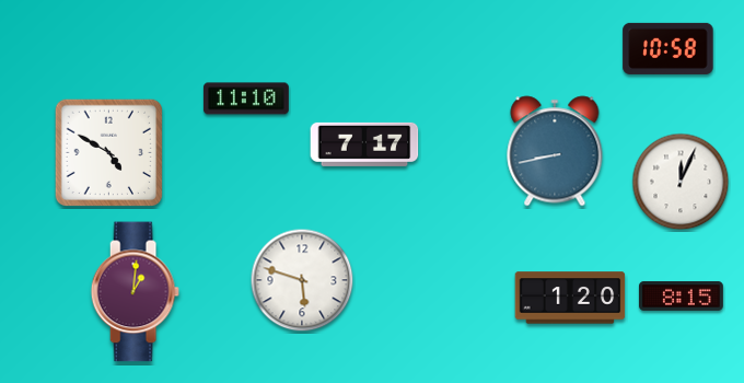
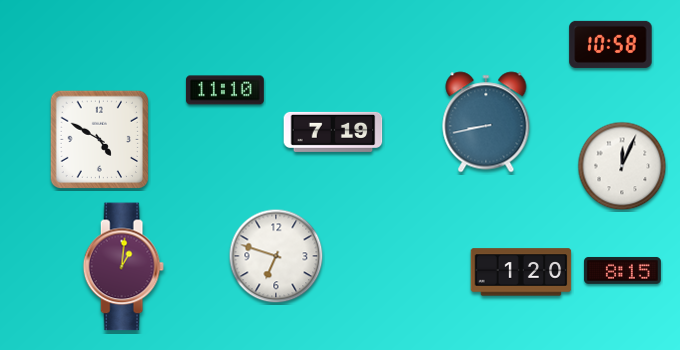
clock at (364, 144): 7:17 -> 7:19
clock at (555, 151) position: (555, 151) -> (486, 122)
clock at (302, 280): 5:48 -> 6:48
